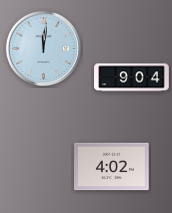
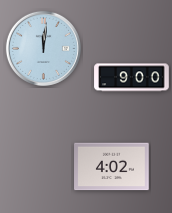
clock at (132, 78): 9:04 -> 9:00
